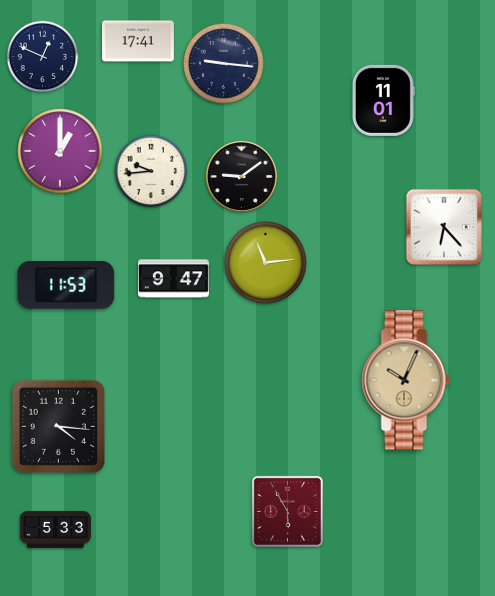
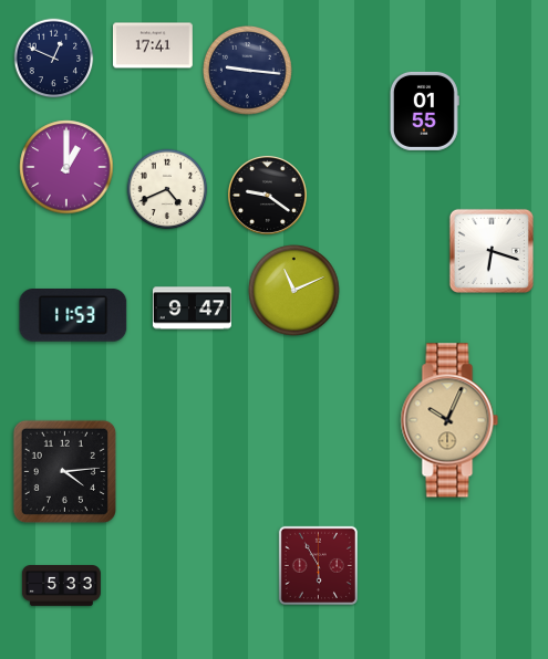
clock at (43, 57) position: (43, 57) -> (54, 59)
clock at (383, 100): 11:01 -> 01:55
clock at (151, 171): 9:44 -> 4:41
clock at (241, 176): 9:09 -> 9:21
clock at (444, 227): 6:23 -> 6:18
clock at (266, 263): 11:14 -> 11:11
clock at (58, 426): 4:16 -> 4:14
